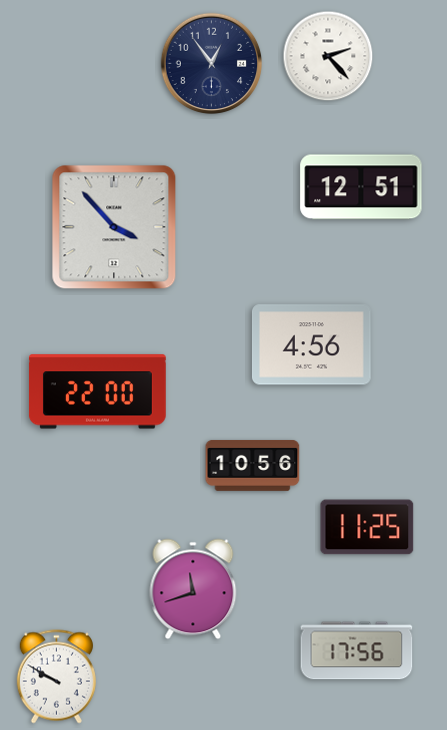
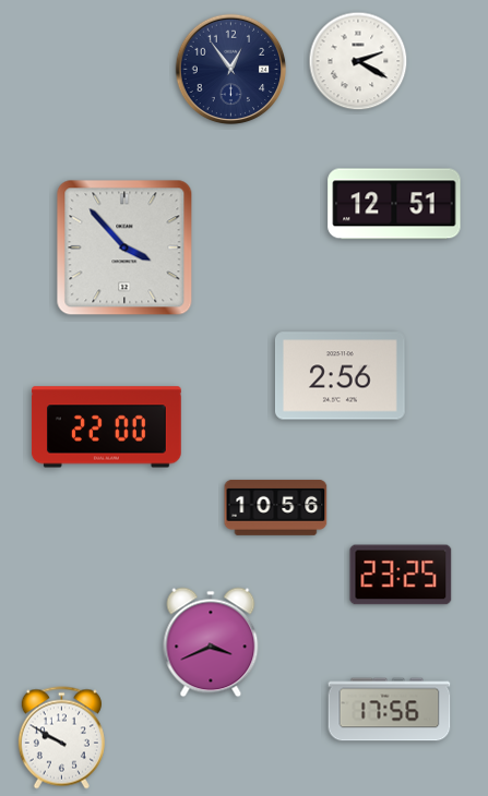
clock at (328, 56): 2:23 -> 2:20
clock at (312, 345): 4:56 -> 2:56
clock at (367, 527): 11:25 -> 23:25
clock at (193, 589): 11:42 -> 3:41
